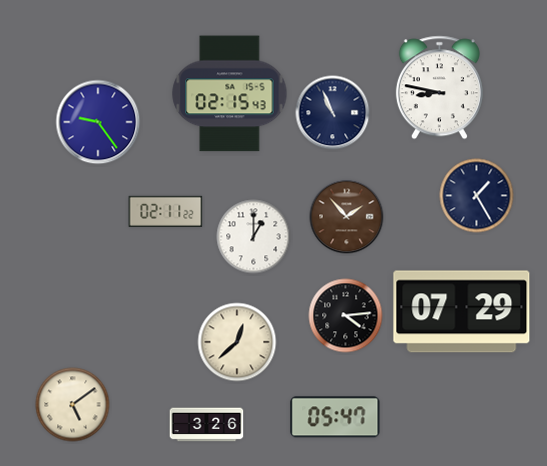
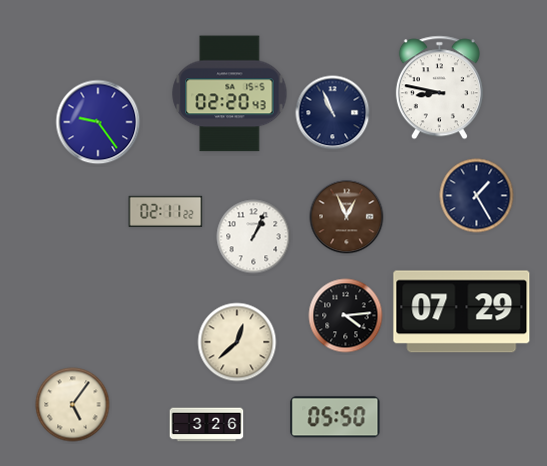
clock at (230, 94): 02:15 -> 02:20
clock at (347, 217): 1:53 -> 12:56
clock at (254, 237): 1:00 -> 1:04
clock at (73, 405): 5:09 -> 5:06
clock at (335, 417): 05:47 -> 05:50
